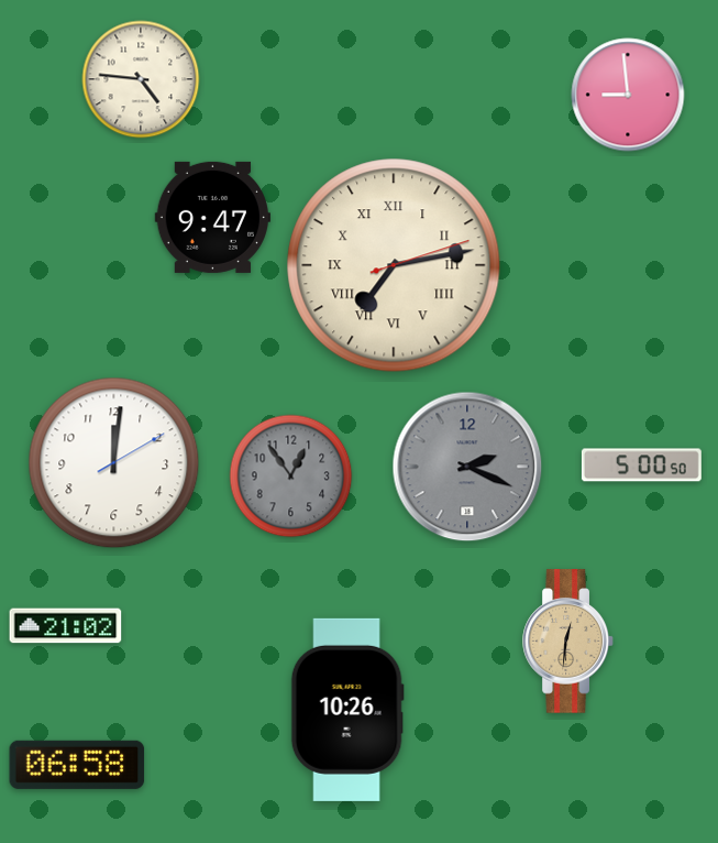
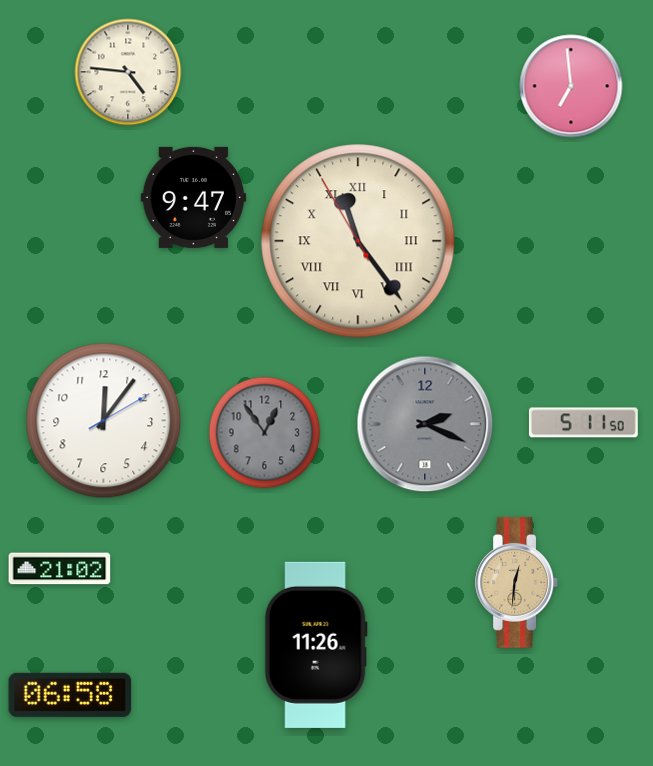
clock at (628, 95): 8:59 -> 6:59
clock at (394, 265): 7:13 -> 11:23
clock at (114, 463): 12:01 -> 12:06
clock at (641, 466): 5:00 -> 5:11
clock at (347, 710): 10:26 -> 11:26
